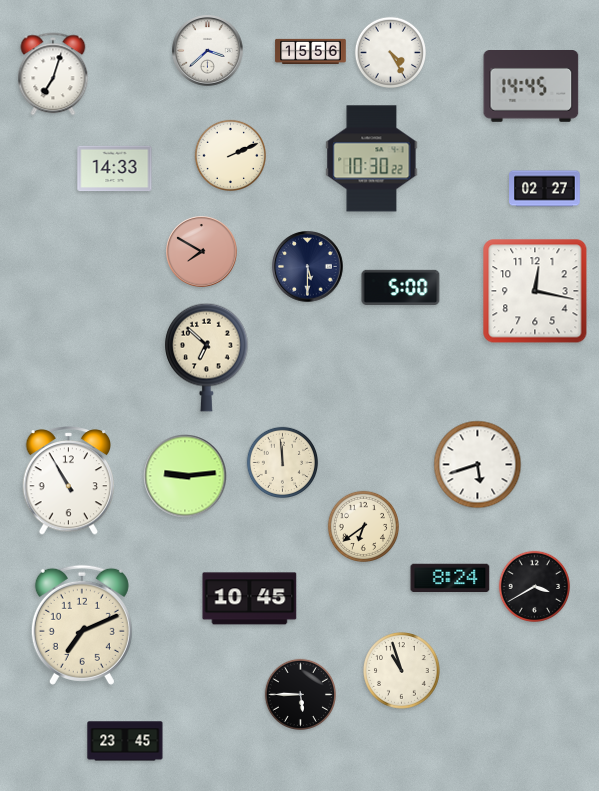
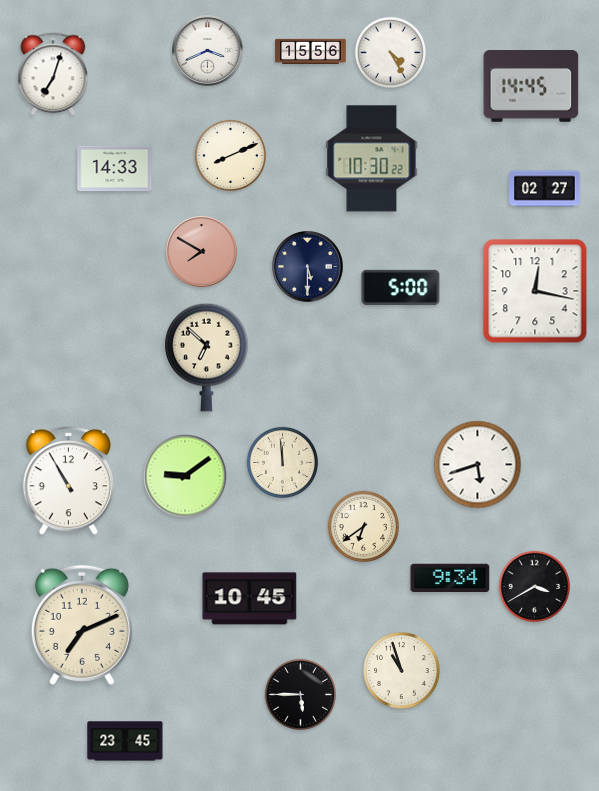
clock at (208, 51): 3:38 -> 3:41
clock at (230, 155): 2:11 -> 8:11
clock at (185, 476): 9:14 -> 9:09
clock at (450, 578): 8:24 -> 9:34
